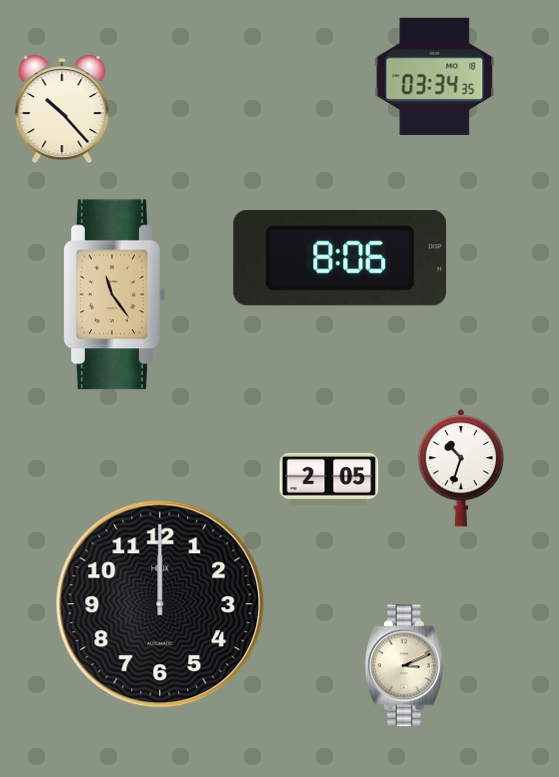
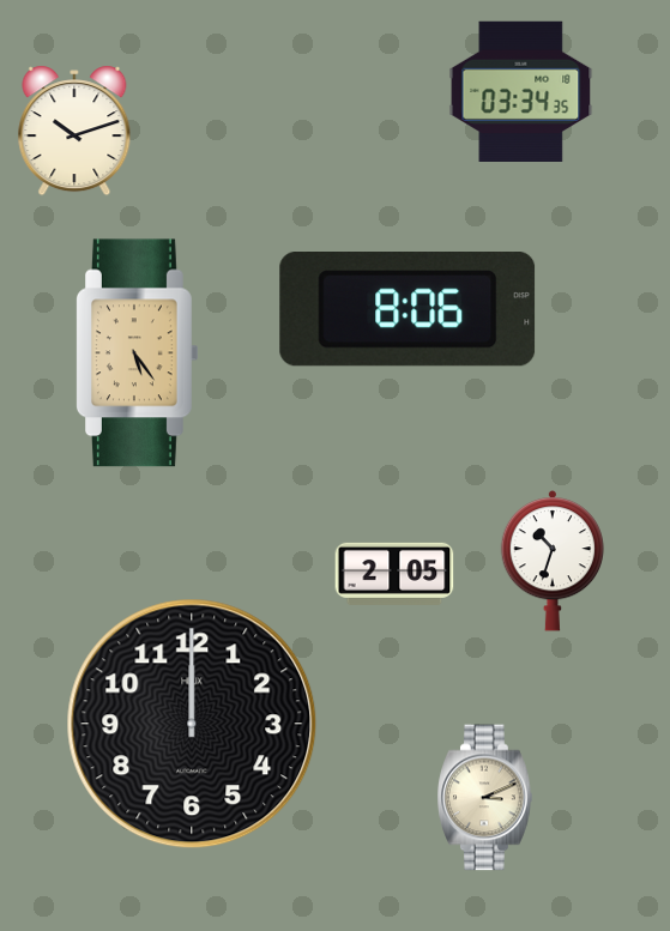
clock at (62, 109): 10:23 -> 10:12
clock at (114, 295): 11:24 -> 5:24
